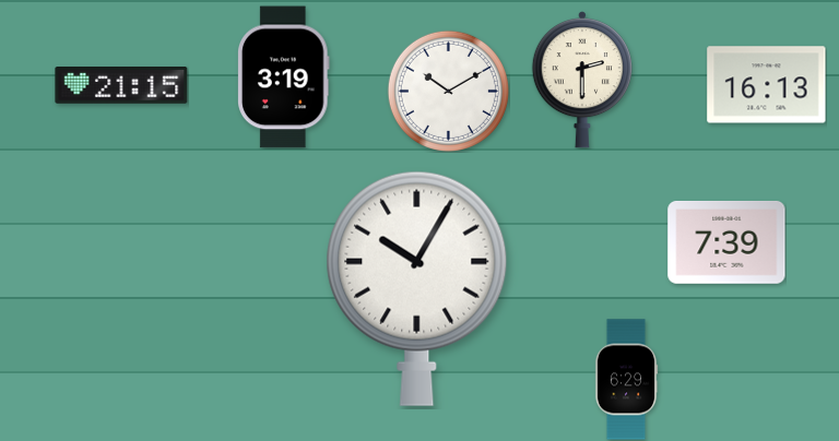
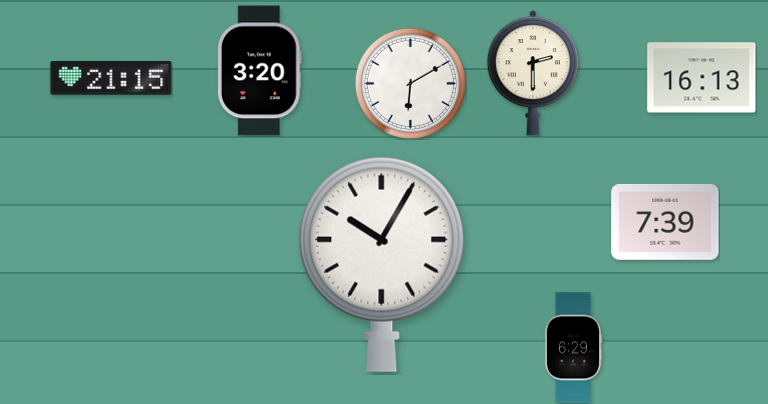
clock at (284, 78): 3:19 -> 3:20
clock at (448, 91): 10:10 -> 6:10
